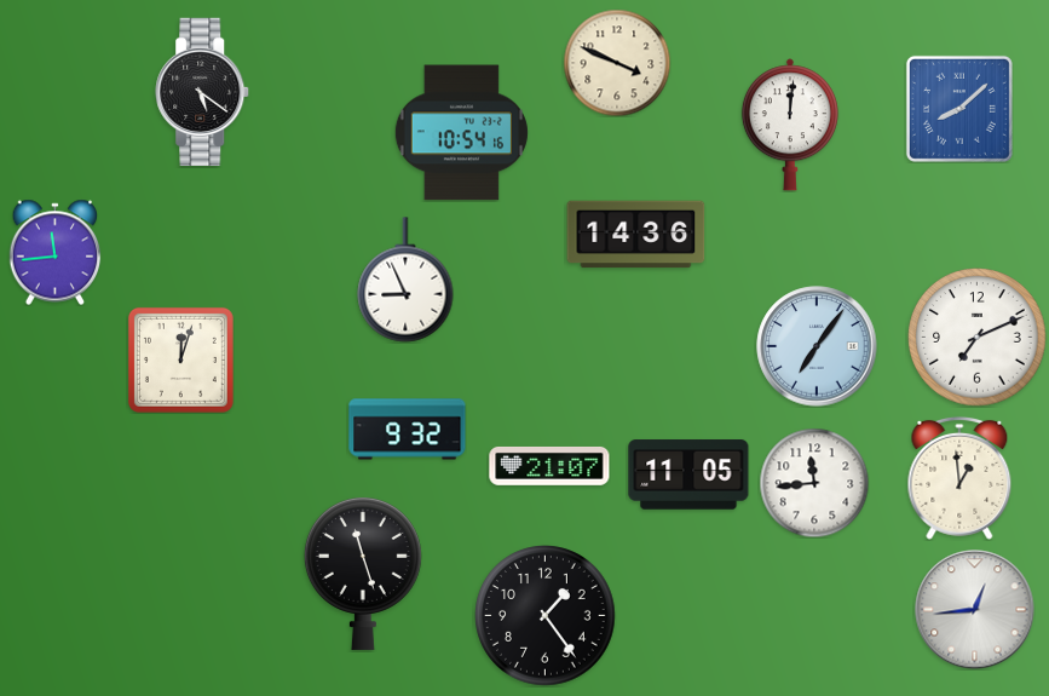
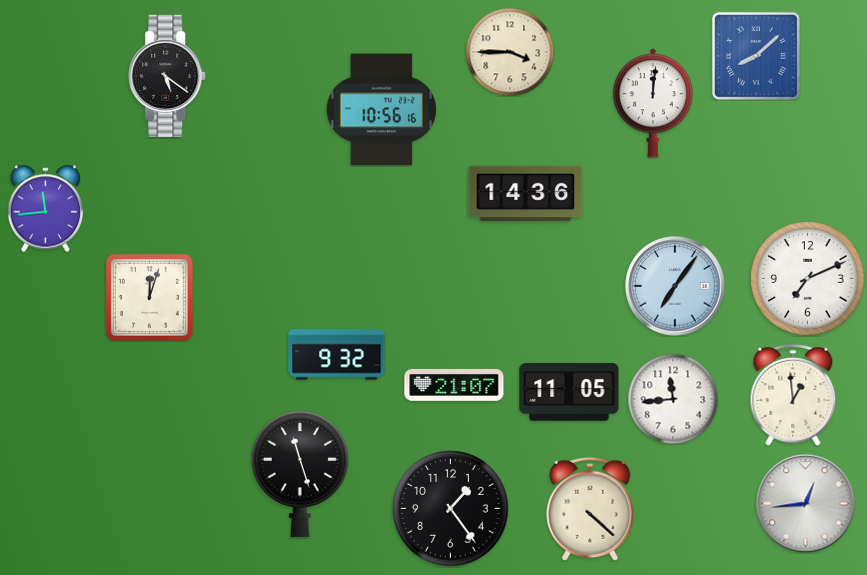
clock at (617, 63): 3:49 -> 3:45
clock at (959, 109) position: (959, 109) -> (756, 56)
clock at (461, 133): 10:54 -> 10:56
clock at (405, 280): 8:56 -> none
clock at (590, 509): none -> 4:22
